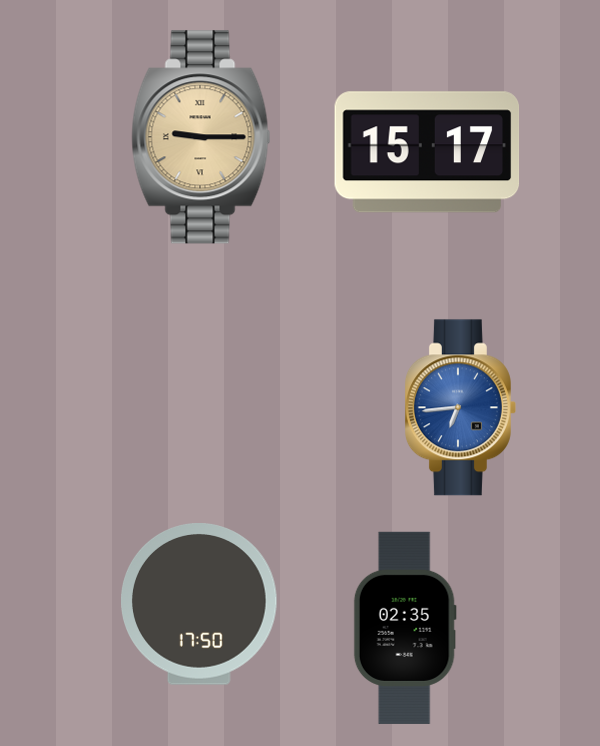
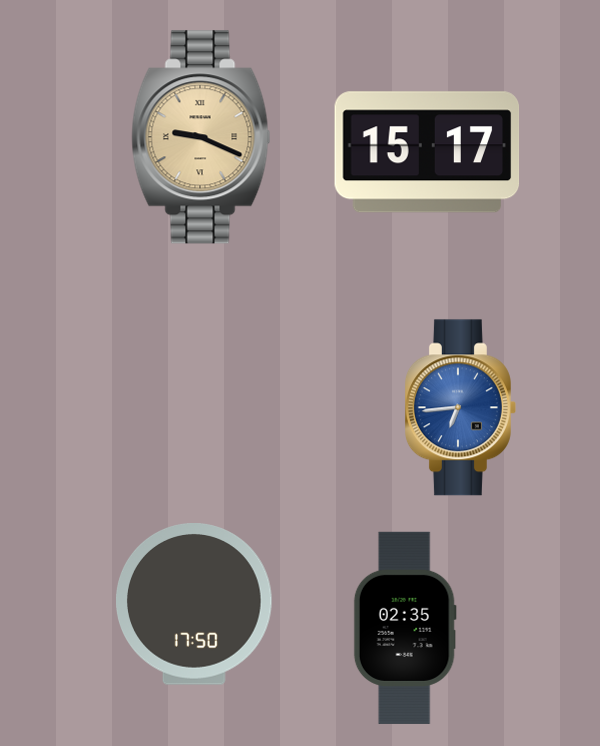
clock at (201, 137): 9:15 -> 9:19
clock at (200, 605) position: (200, 605) -> (195, 605)
